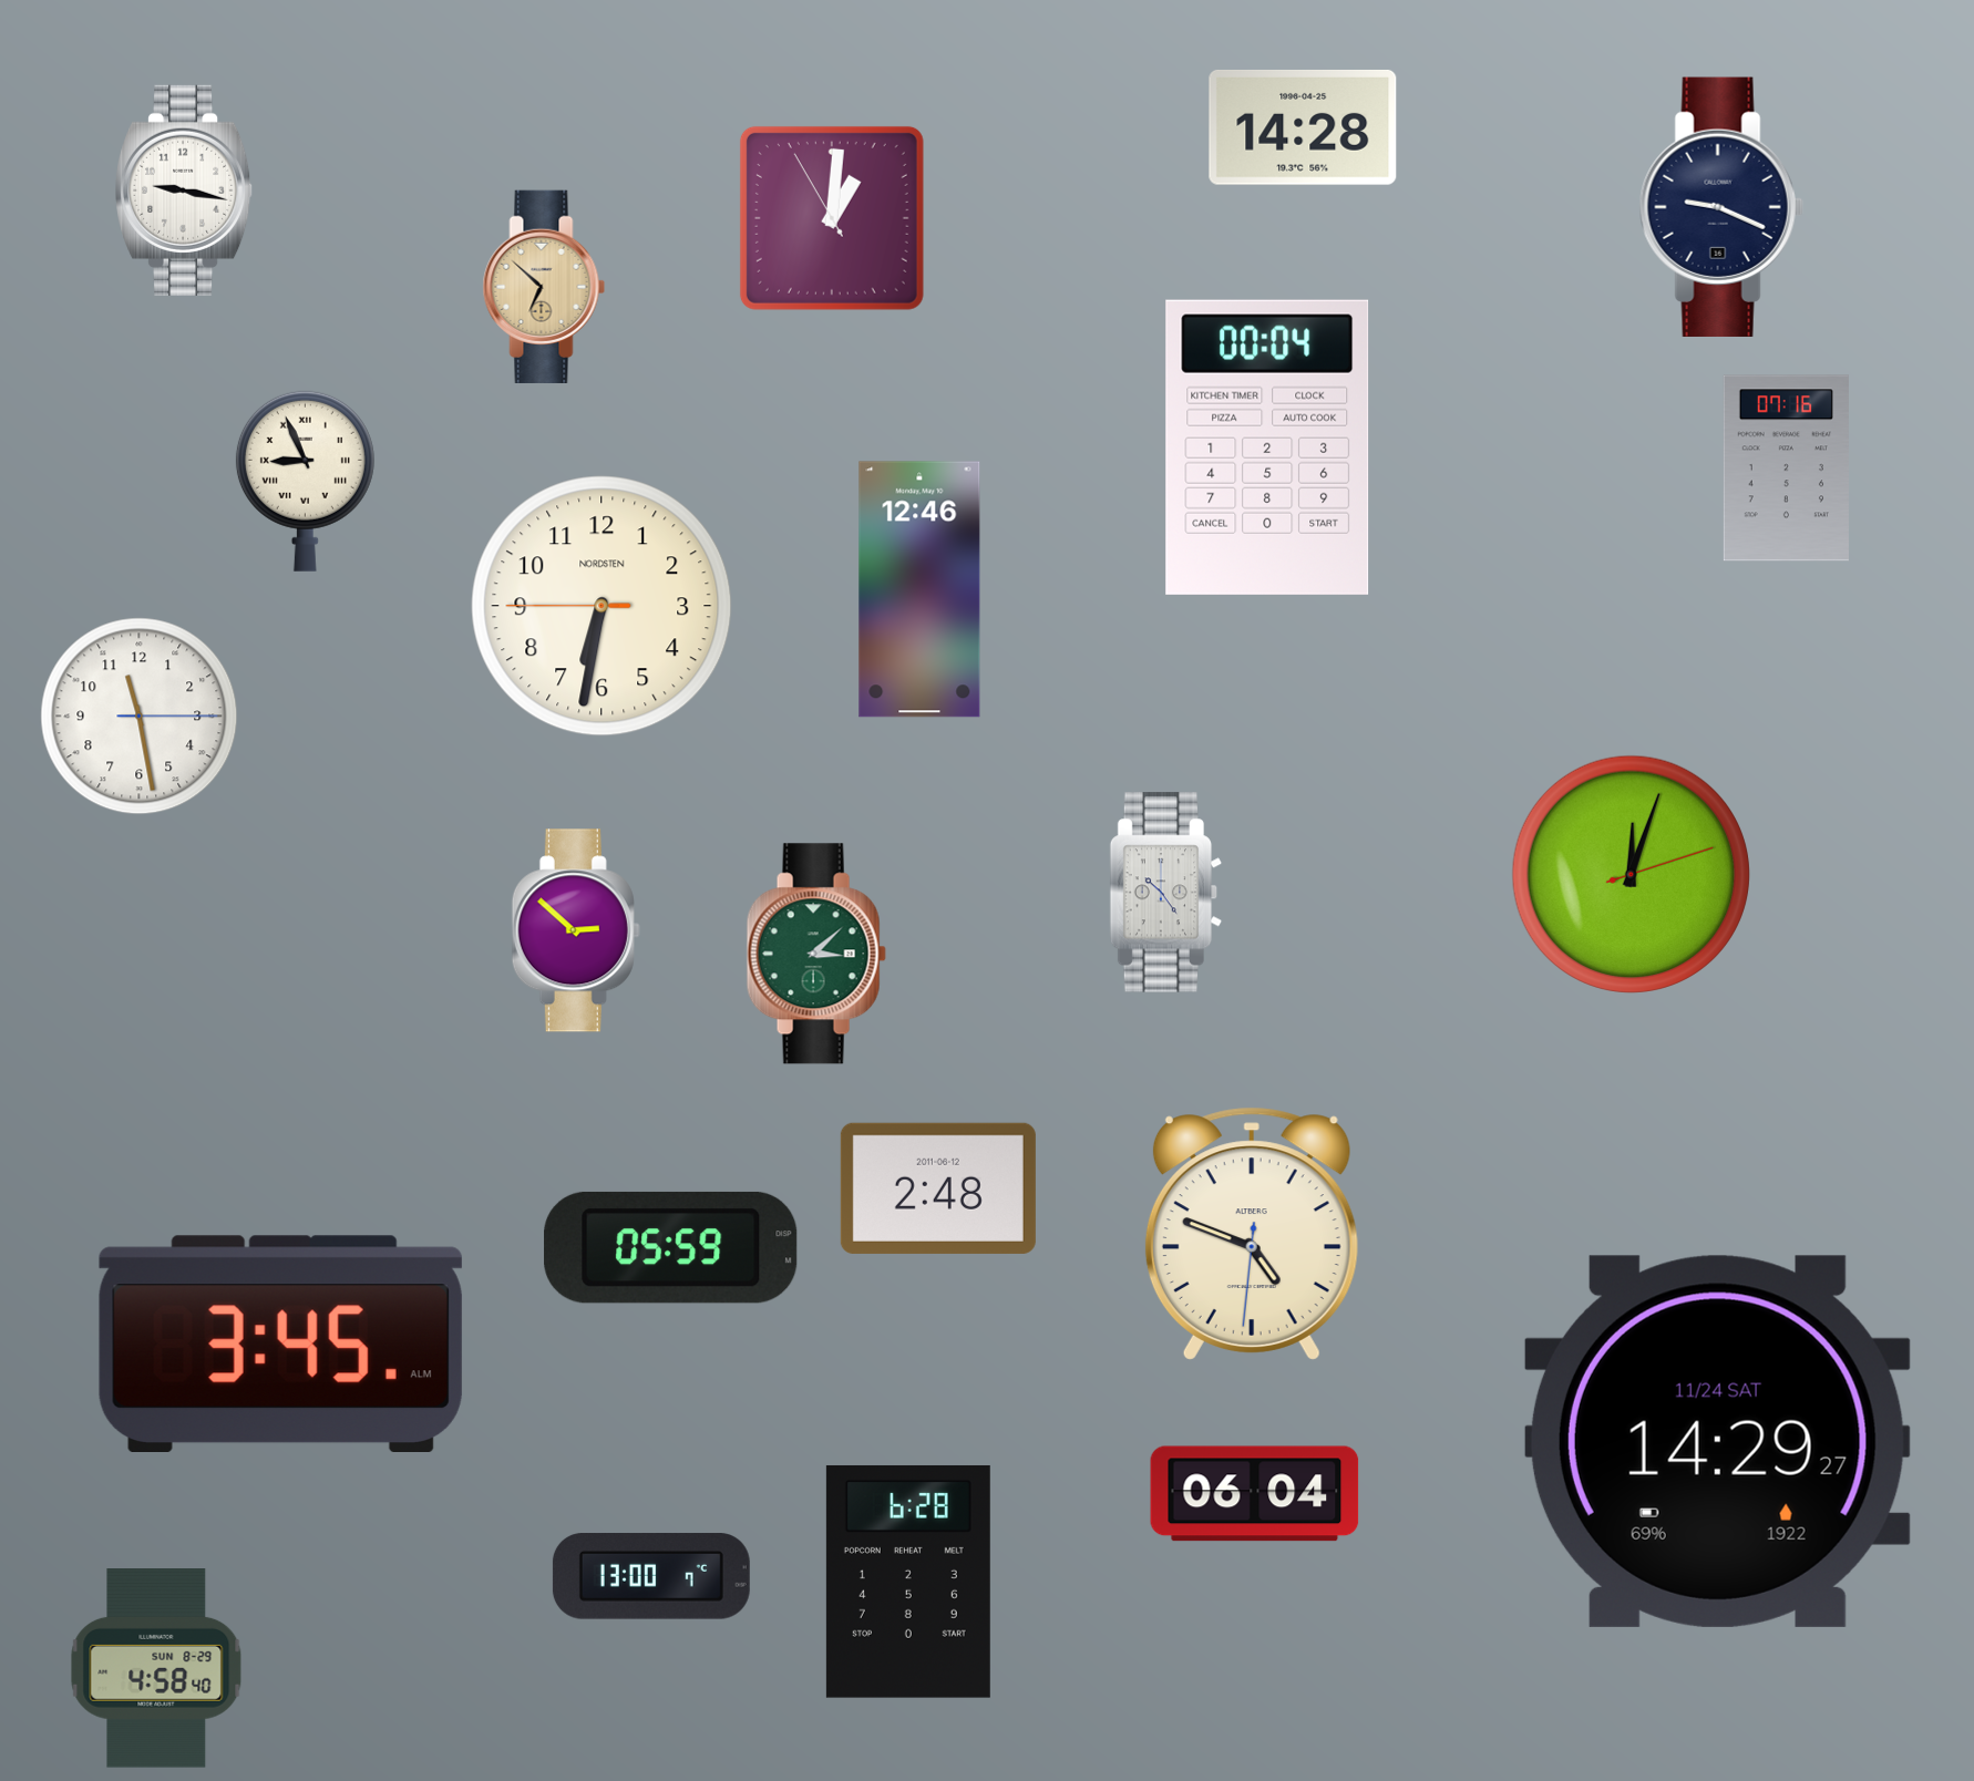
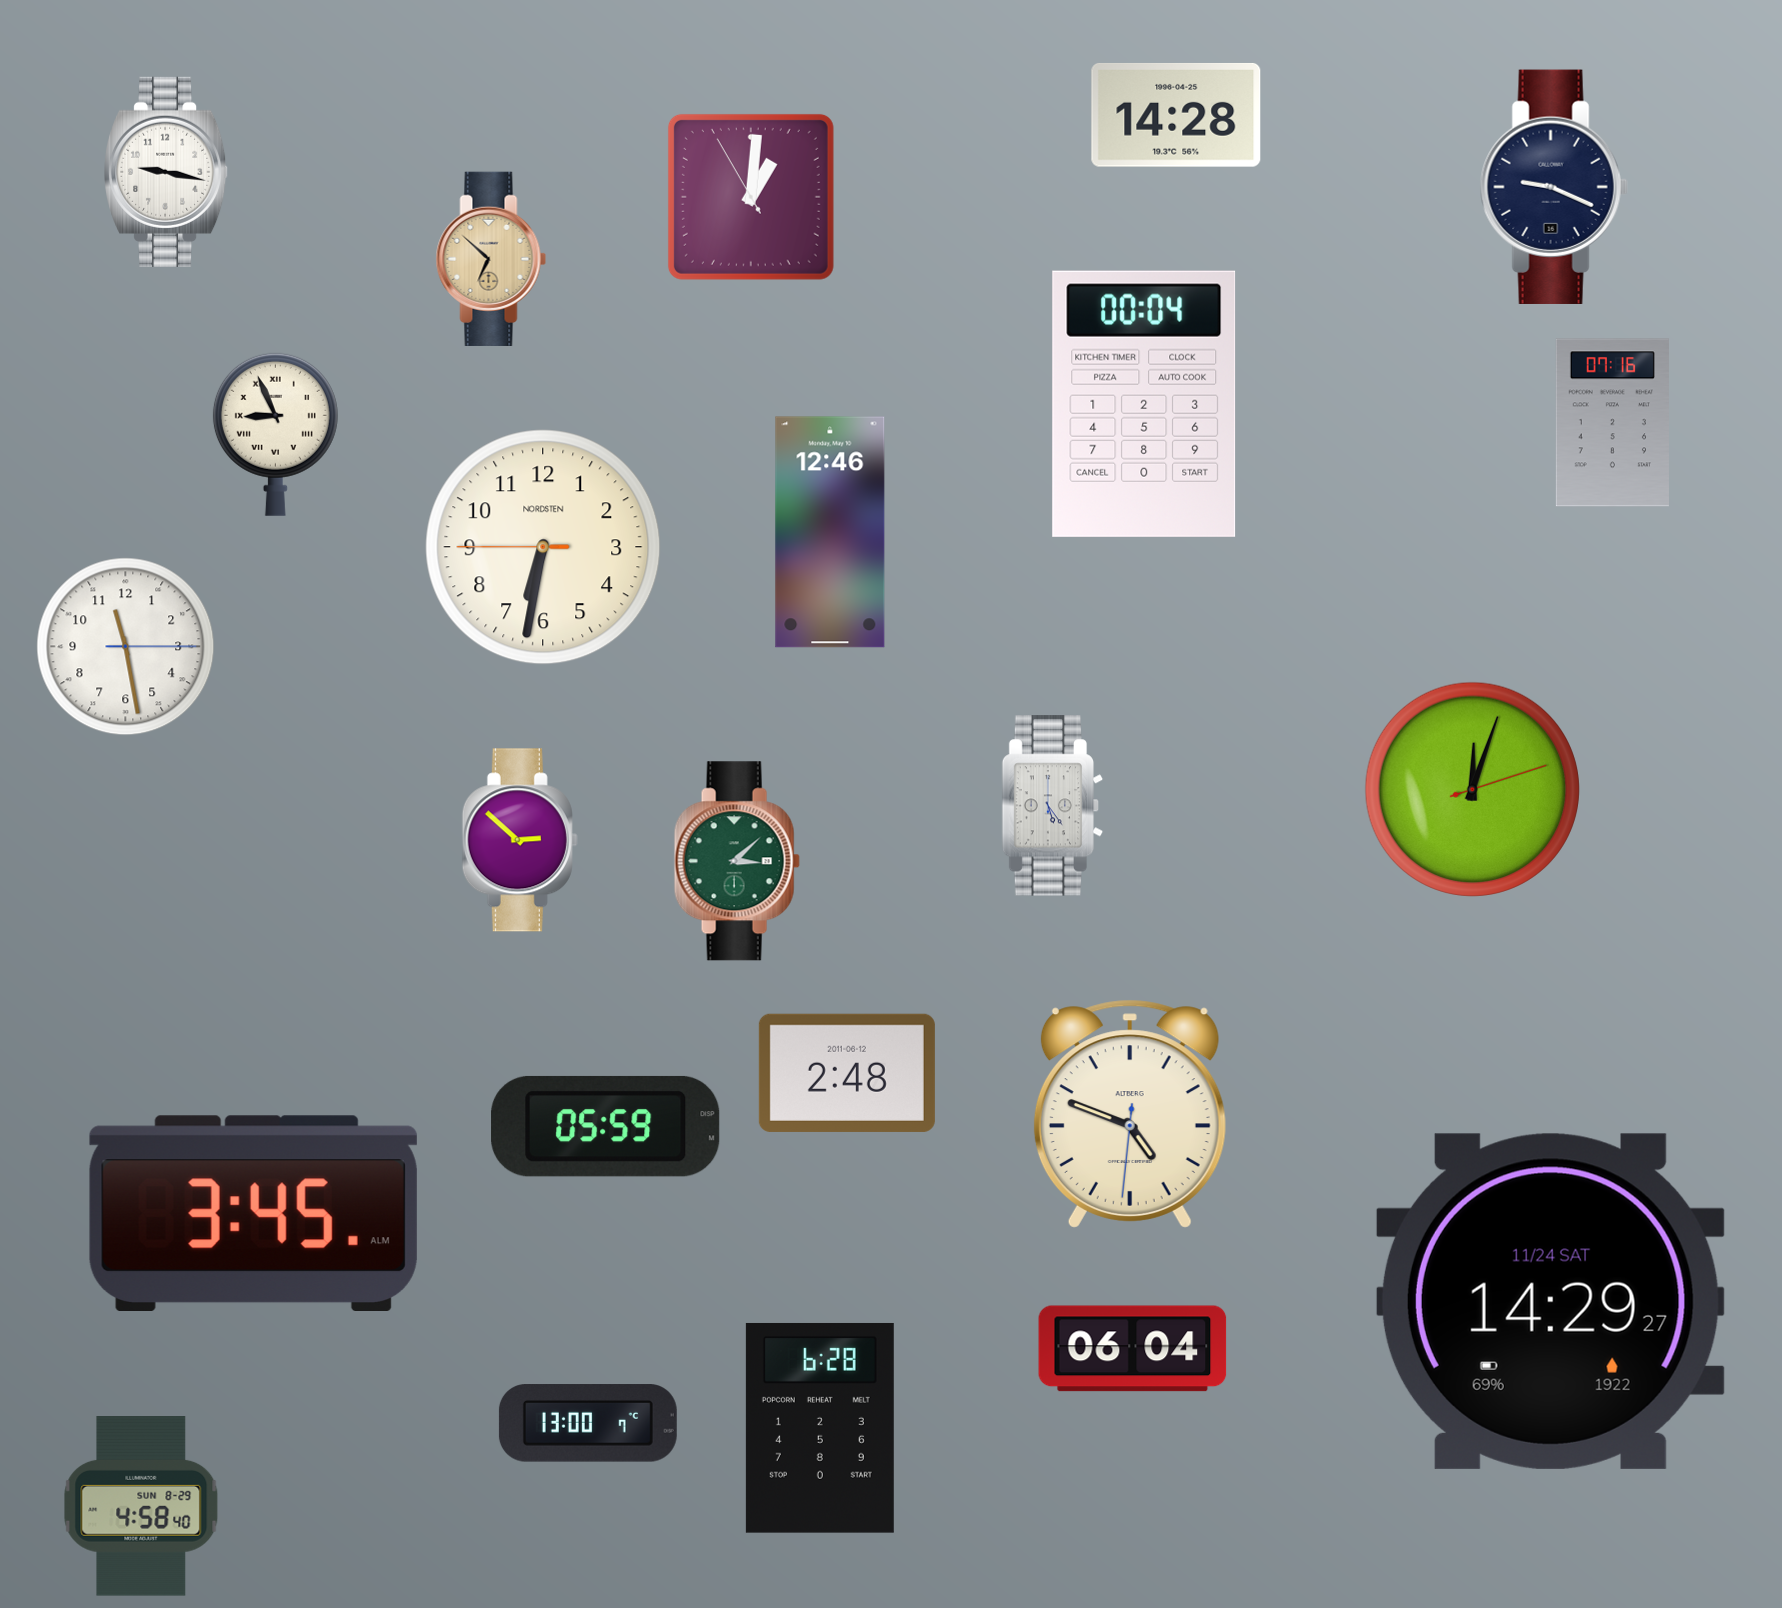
clock at (1166, 893): 10:24 -> 5:24
